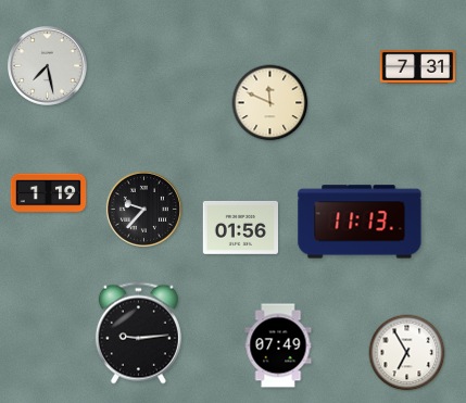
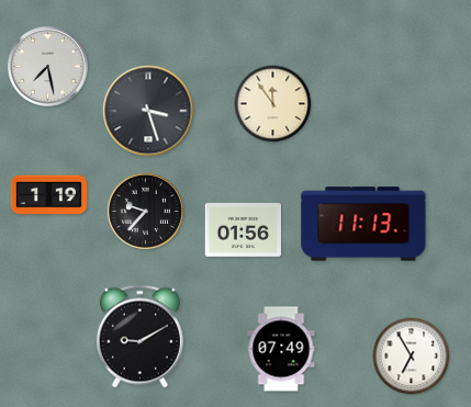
clock at (418, 67): 7:31 -> none
clock at (270, 103): 11:49 -> 11:54
clock at (148, 111): none -> 3:27
clock at (138, 333): 9:14 -> 9:10
